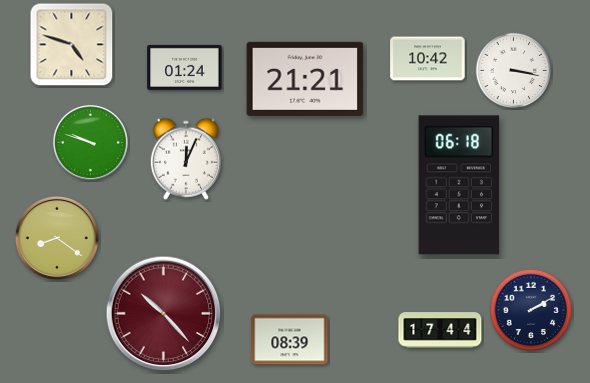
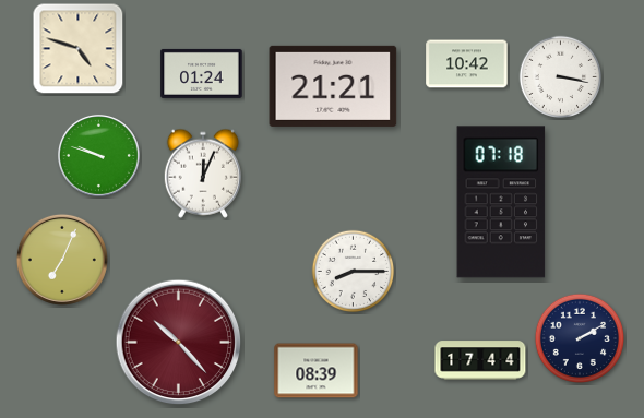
clock at (459, 185): 06:18 -> 07:18
clock at (57, 238): 8:21 -> 7:04
clock at (354, 272): none -> 8:15
